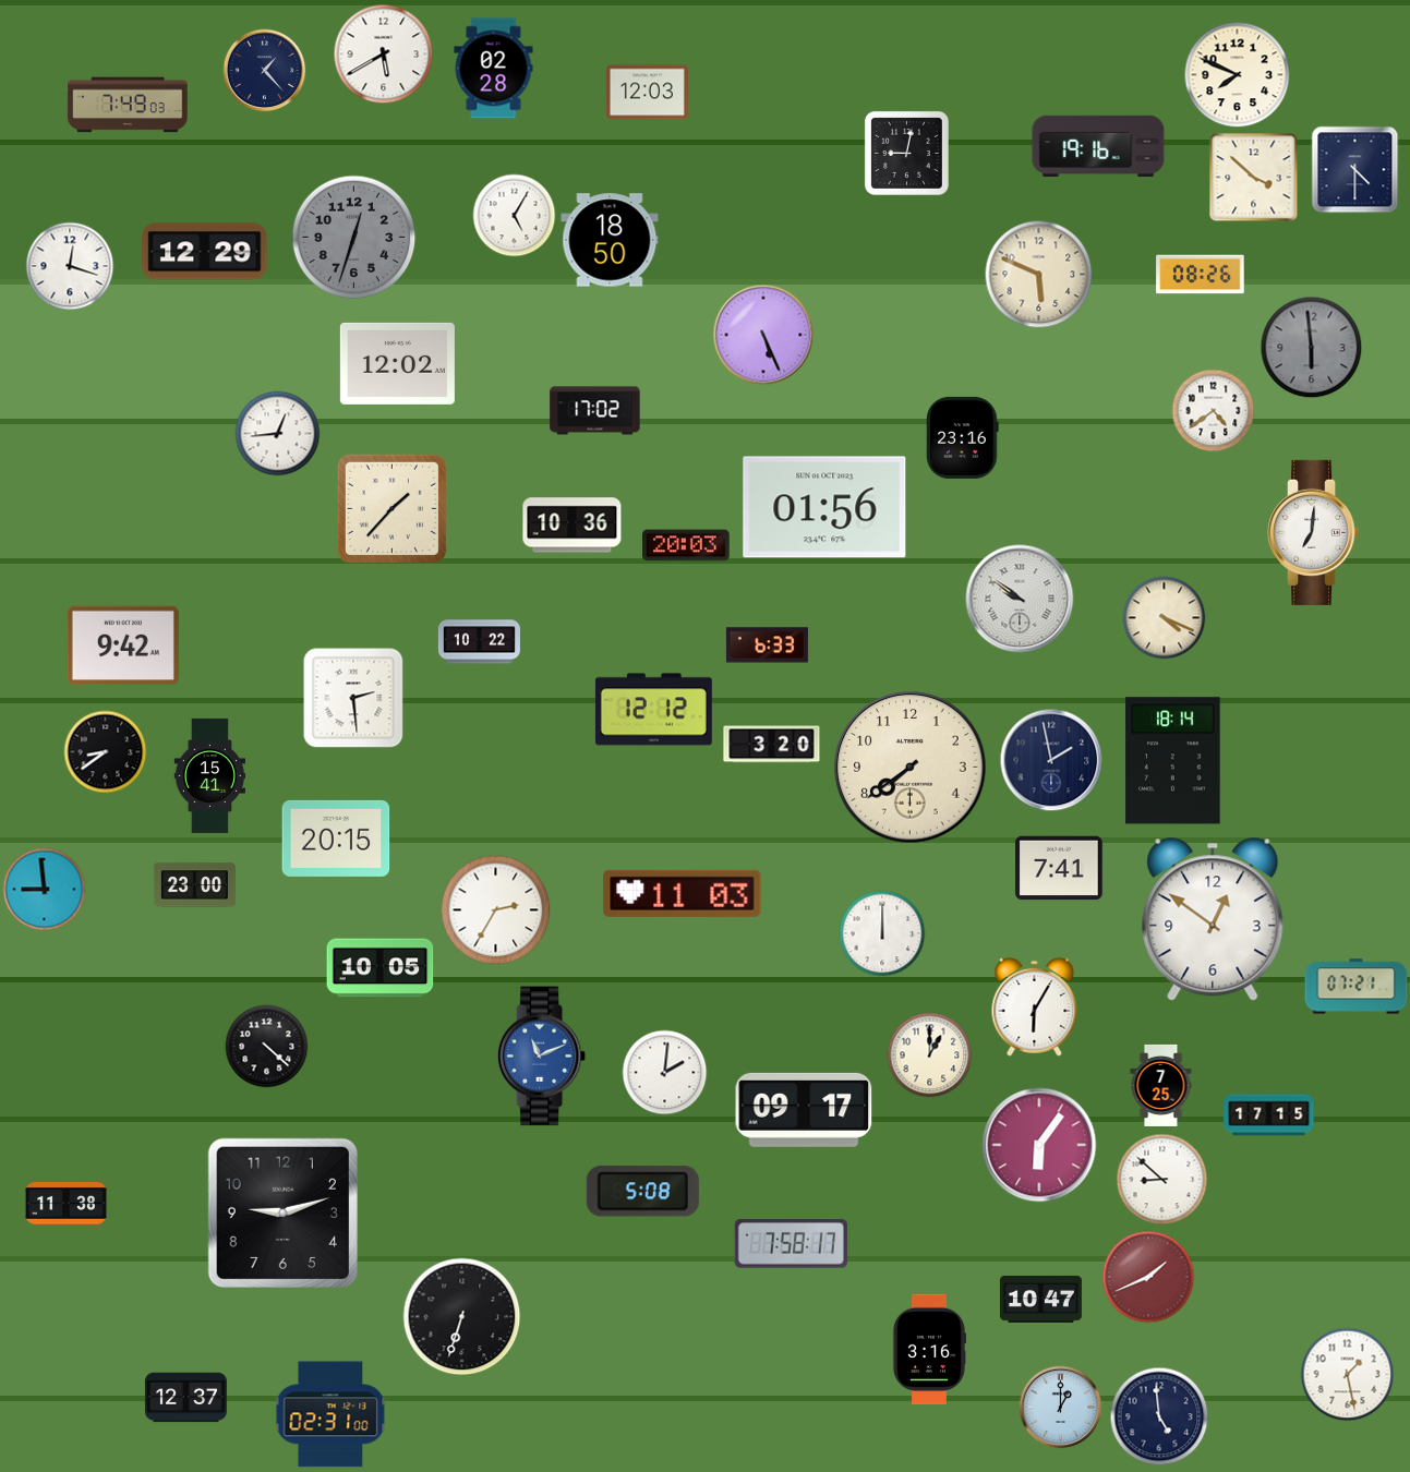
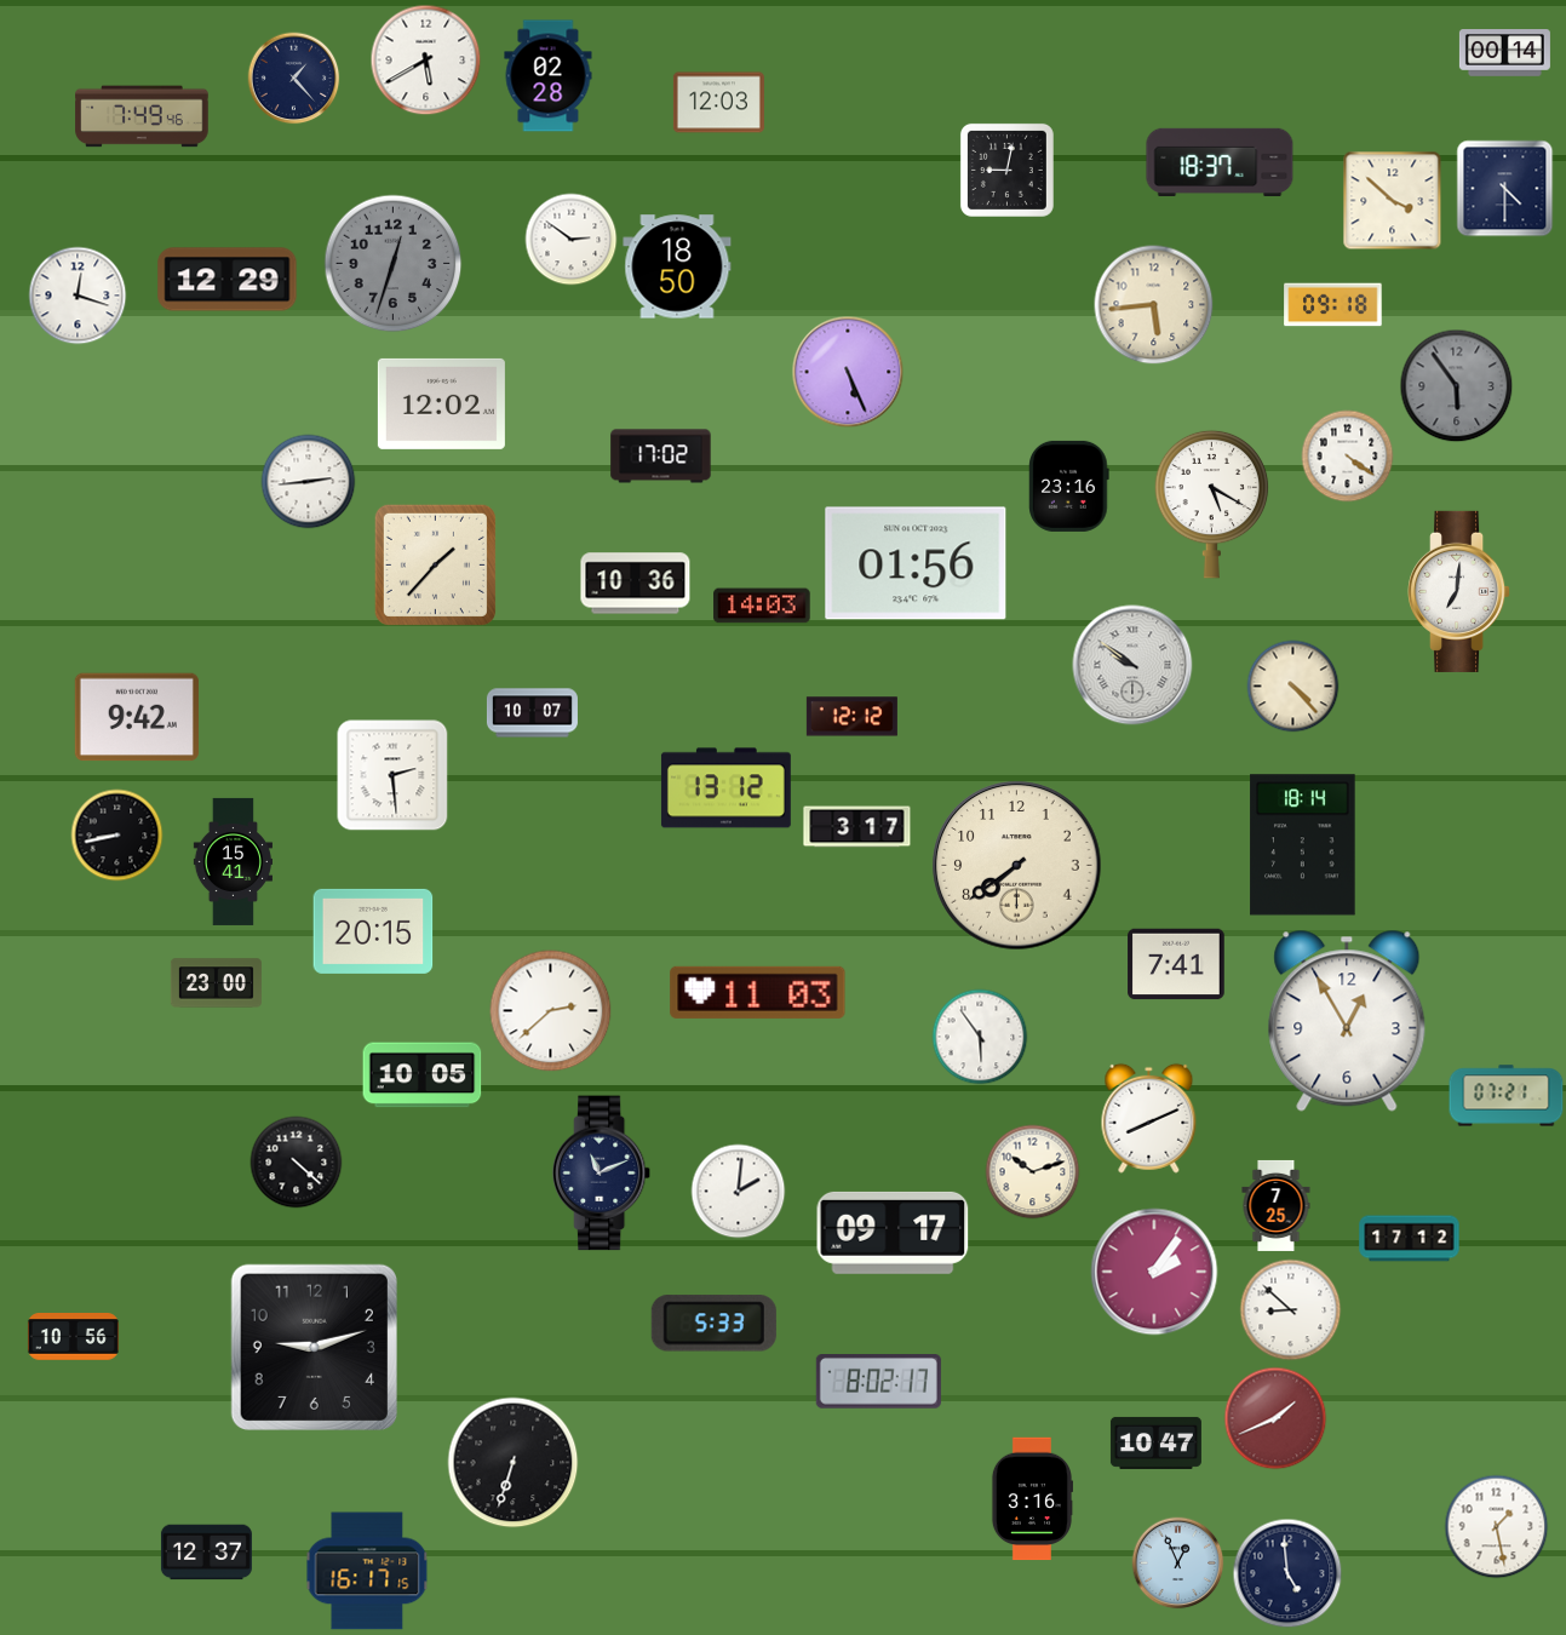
clock at (1504, 53): none -> 00:14
clock at (1238, 75): 7:49 -> none
clock at (128, 105): 7:49:03 -> 7:49:46
clock at (1098, 145): 19:16 -> 18:37
clock at (1254, 178) position: (1254, 178) -> (1393, 201)
clock at (515, 216): 5:05 -> 2:51
clock at (1039, 275): 5:49 -> 5:44
clock at (1201, 275): 08:26 -> 09:18
clock at (1312, 348): 5:59 -> 5:54
clock at (1214, 411): 4:39 -> 4:21
clock at (278, 434): 12:44 -> 2:44
clock at (1212, 504): none -> 5:20
clock at (686, 545): 20:03 -> 14:03
clock at (1165, 618): 4:19 -> 4:23
clock at (479, 642): 10:22 -> 10:07
clock at (767, 645): 6:33 -> 12:12
clock at (653, 710): 12:12 -> 13:12
clock at (772, 745): 3:20 -> 3:17
clock at (106, 752): 8:39 -> 8:43
clock at (1051, 760): 1:58 -> none
clock at (911, 768) position: (911, 768) -> (1017, 866)
clock at (45, 890): 8:59 -> none
clock at (496, 910): 2:35 -> 2:38
clock at (1213, 919): 12:51 -> 12:55
clock at (882, 933): 12:00 -> 5:54
clock at (1035, 1006): 6:05 -> 8:11
clock at (930, 1055): 1:00 -> 10:12
clock at (542, 1057) dial: blue -> navy
clock at (1161, 1085) position: (1161, 1085) -> (1277, 1205)
clock at (1269, 1115): 17:15 -> 17:12
clock at (1039, 1145): 6:06 -> 2:06
clock at (642, 1192): 5:08 -> 5:33
clock at (65, 1204): 11:38 -> 10:56
clock at (791, 1244): 7:58 -> 8:02
clock at (1061, 1408): 1:00 -> 12:56
clock at (330, 1414): 02:31 -> 16:17
